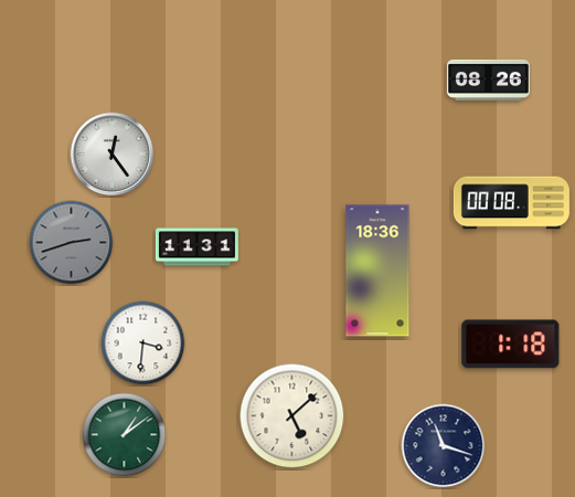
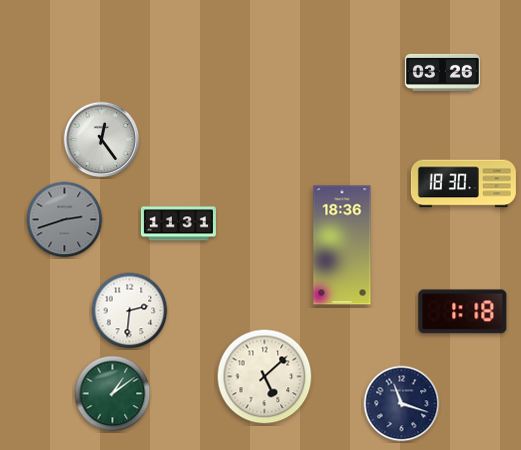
clock at (488, 80): 08:26 -> 03:26
clock at (511, 203): 00:08 -> 18:30
clock at (143, 343): 3:31 -> 2:31
